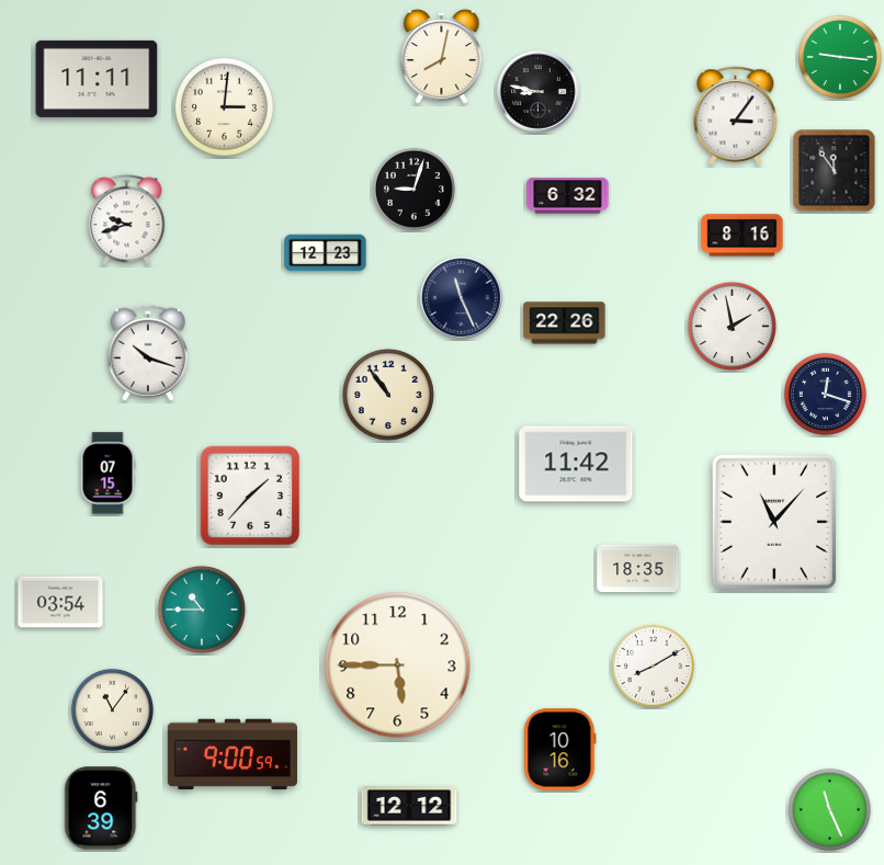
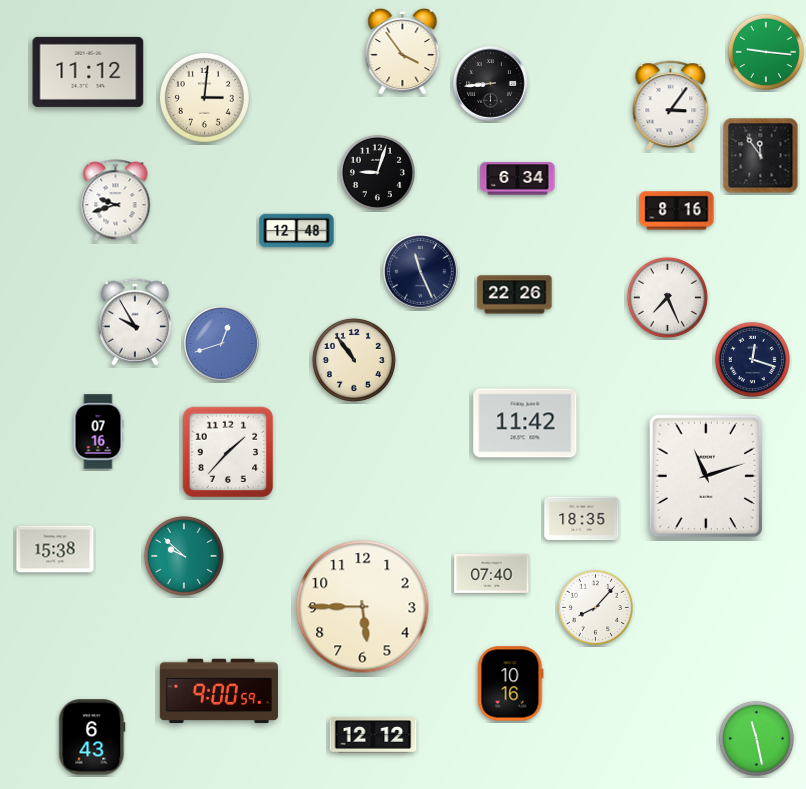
clock at (442, 57): 8:02 -> 3:54
clock at (97, 79): 11:11 -> 11:12
clock at (539, 92): 8:47 -> 8:44
clock at (568, 196): 6:32 -> 6:34
clock at (743, 236) position: (743, 236) -> (677, 211)
clock at (326, 253): 12:23 -> 12:48
clock at (732, 326): 1:58 -> 7:26
clock at (148, 353): 10:18 -> 9:55
clock at (222, 344): none -> 12:42
clock at (107, 474): 07:15 -> 07:16
clock at (774, 522): 11:07 -> 11:12
clock at (60, 602): 03:54 -> 15:38
clock at (202, 610): 10:45 -> 9:52
clock at (492, 573): none -> 07:40
clock at (653, 665): 8:10 -> 8:07
clock at (112, 709): 11:06 -> none
clock at (233, 754) position: (233, 754) -> (219, 691)
clock at (101, 808): 6:39 -> 6:43
clock at (829, 809): 11:26 -> 11:28
